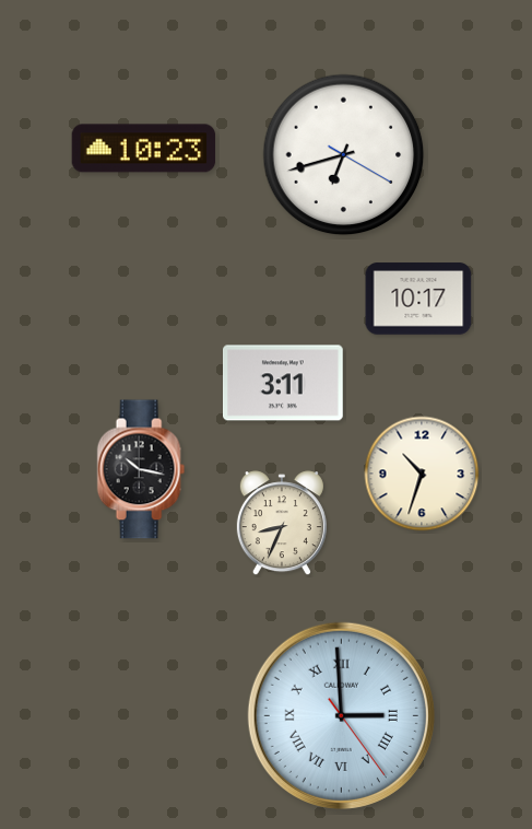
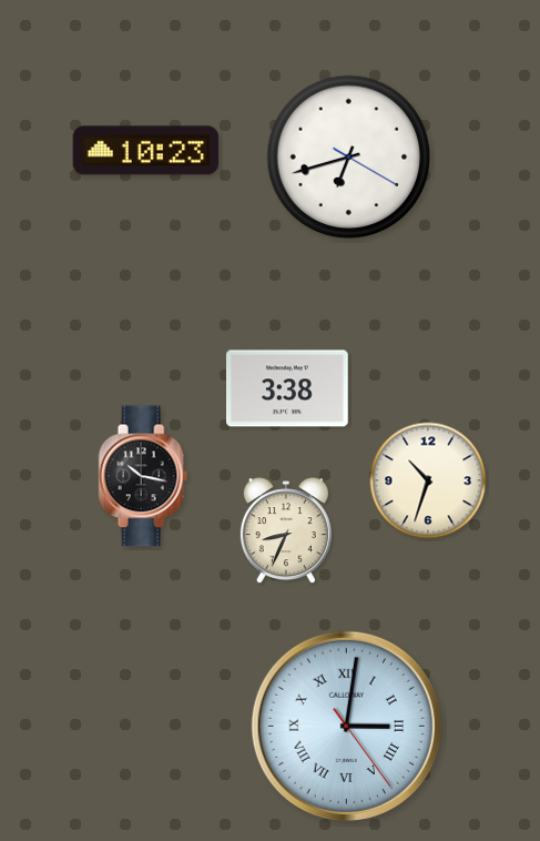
clock at (418, 299): 10:17 -> none
clock at (284, 383): 3:11 -> 3:38
clock at (341, 715): 2:59 -> 3:01
